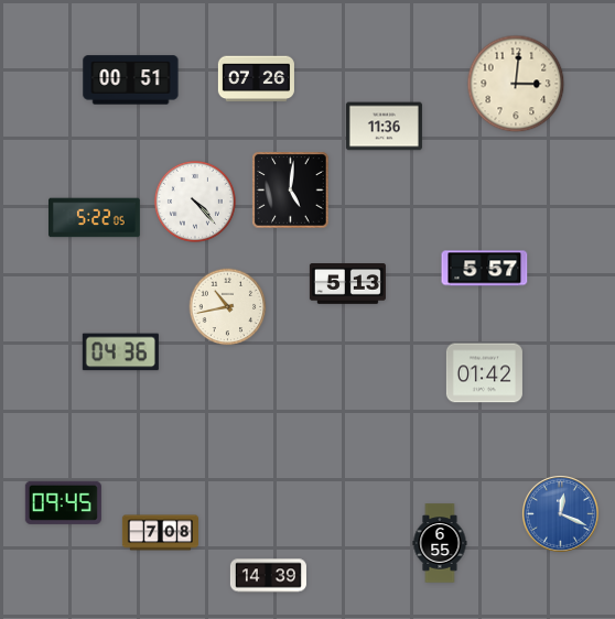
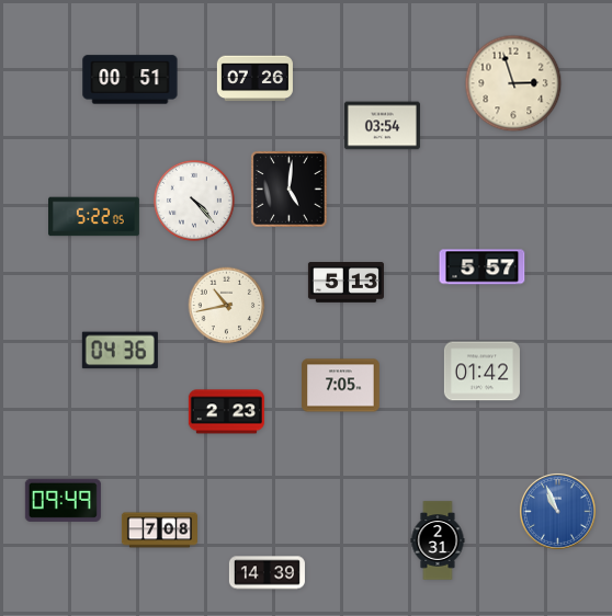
clock at (516, 84): 3:01 -> 2:57
clock at (384, 127): 11:36 -> 03:54
clock at (341, 386): none -> 7:05
clock at (226, 412): none -> 2:23
clock at (63, 502): 09:45 -> 09:49
clock at (560, 513): 12:19 -> 10:56
clock at (440, 543): 6:55 -> 2:31
